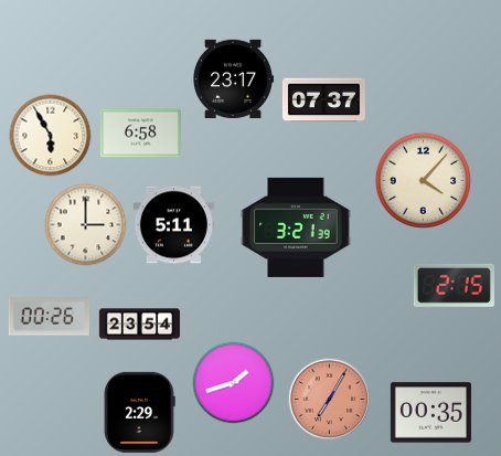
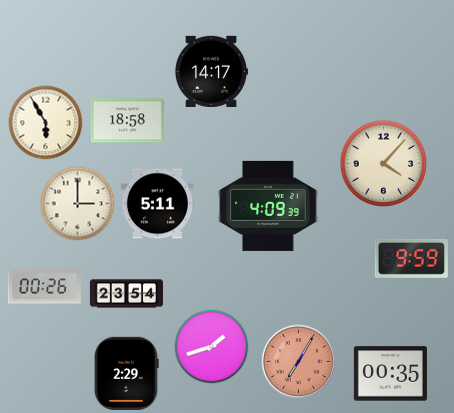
clock at (234, 78): 23:17 -> 14:17
clock at (323, 100): 07:37 -> none
clock at (140, 134): 6:58 -> 18:58
clock at (296, 227): 3:21 -> 4:09
clock at (454, 285): 2:15 -> 9:59
